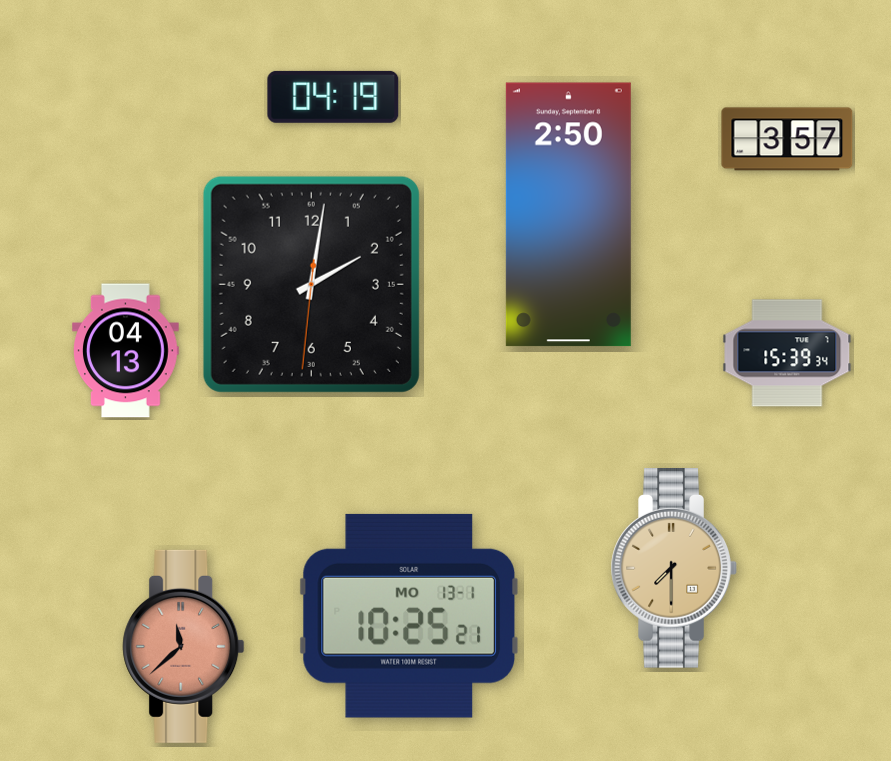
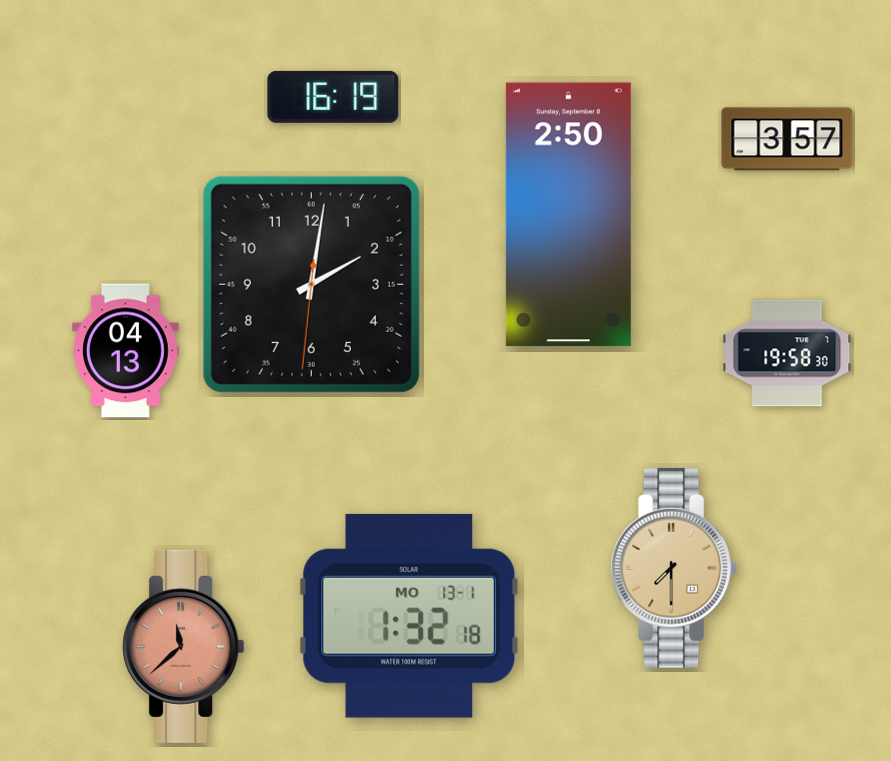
clock at (333, 97): 04:19 -> 16:19
clock at (787, 353): 15:39 -> 19:58
clock at (408, 616): 10:25 -> 1:32
